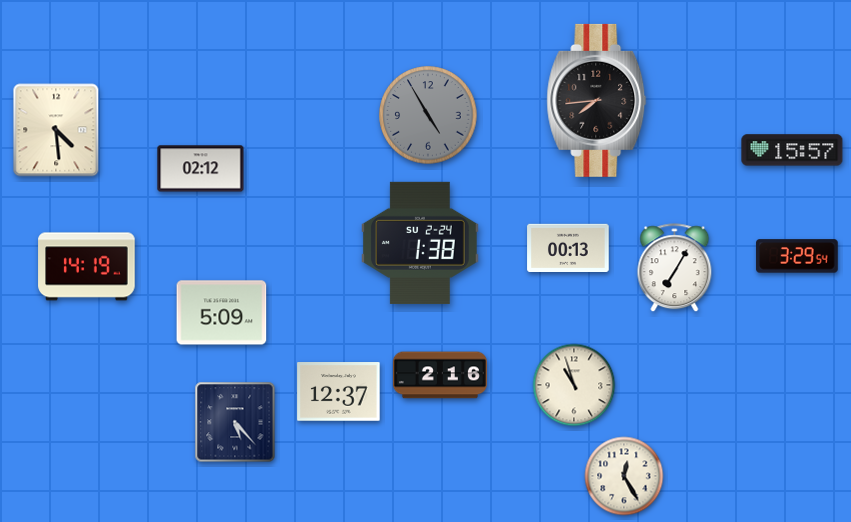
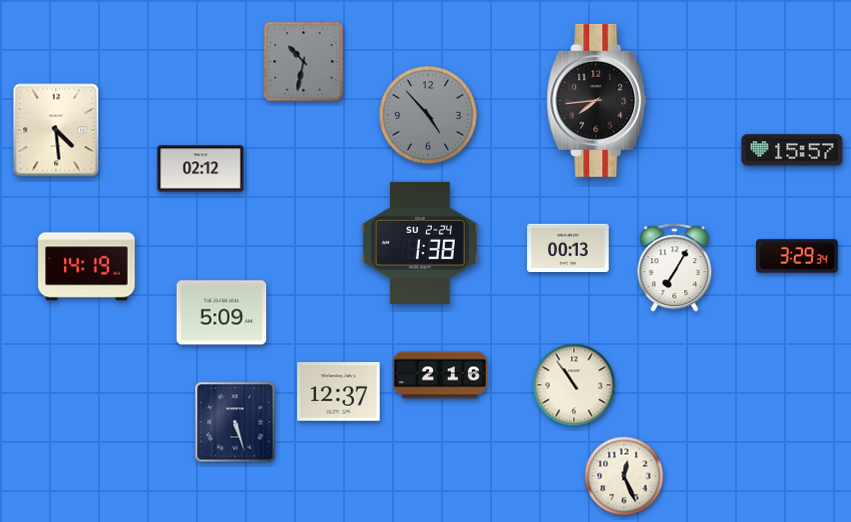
clock at (304, 62): none -> 10:32
clock at (428, 115): 4:55 -> 4:53
clock at (797, 256): 3:29:54 -> 3:29:34
clock at (574, 385): 10:57 -> 10:54
clock at (235, 422): 5:23 -> 5:27
clock at (624, 476): 12:25 -> 12:26
